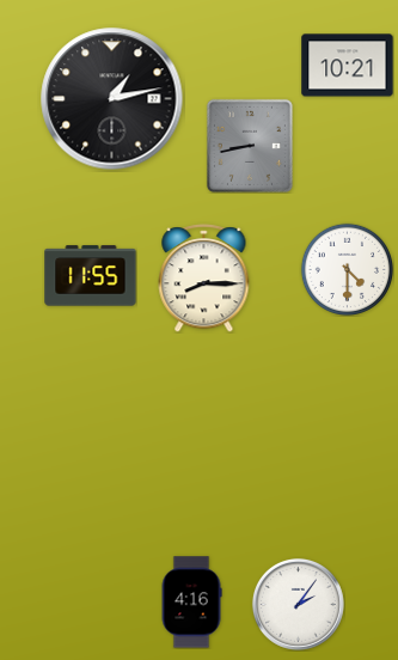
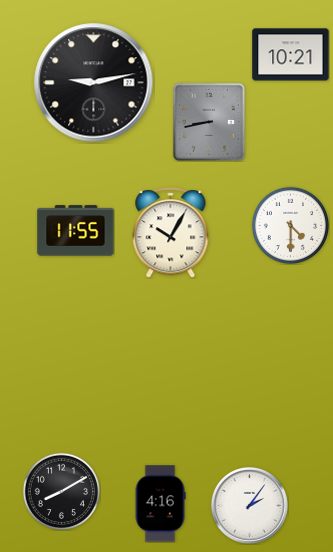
clock at (112, 99): 1:13 -> 9:13
clock at (204, 279): 8:15 -> 10:05
clock at (61, 491): none -> 8:10
